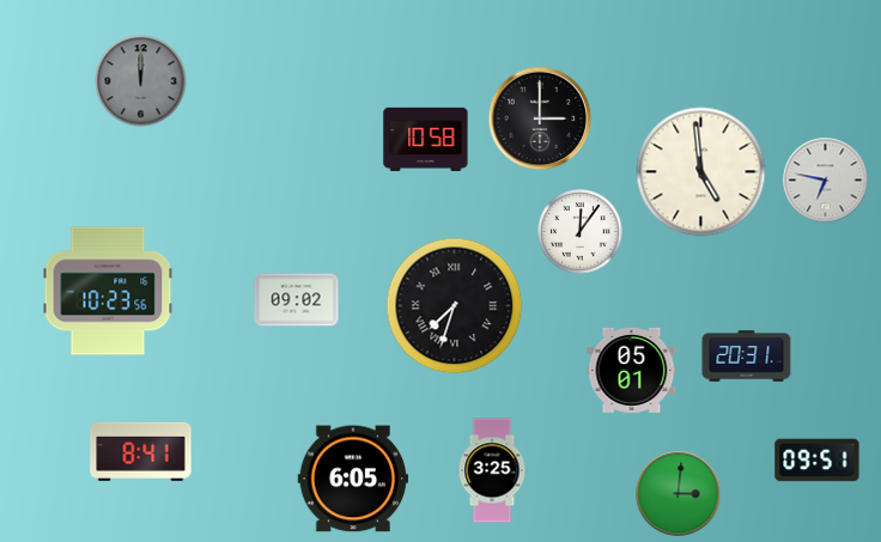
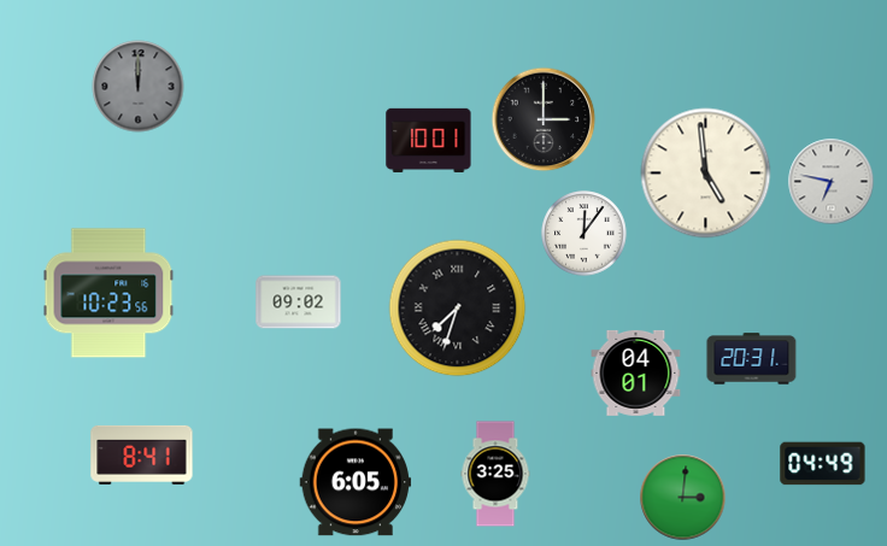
clock at (141, 81) position: (141, 81) -> (139, 87)
clock at (426, 139): 10:58 -> 10:01
clock at (632, 370): 05:01 -> 04:01
clock at (818, 461): 09:51 -> 04:49
